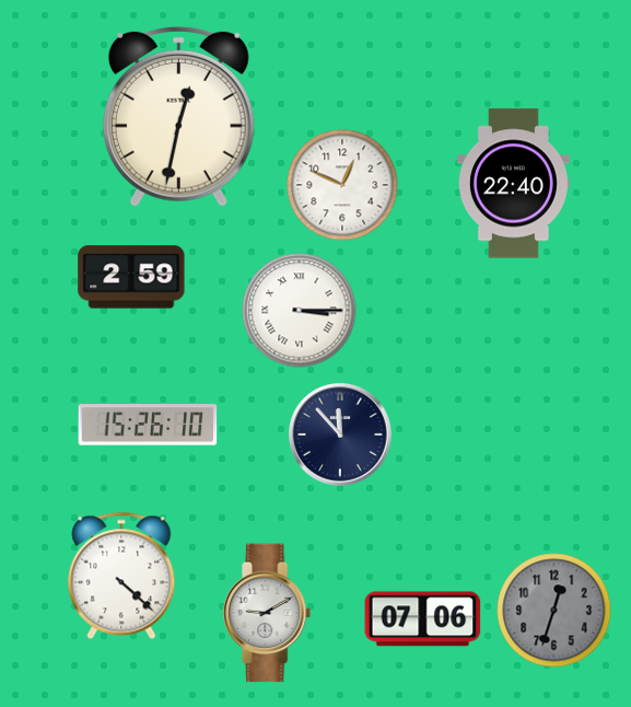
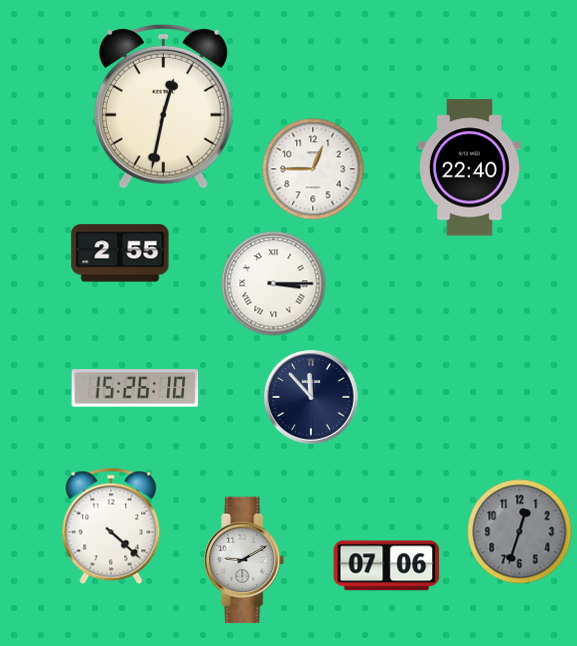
clock at (342, 185): 12:49 -> 12:45
clock at (131, 277): 2:59 -> 2:55
clock at (554, 611) position: (554, 611) -> (520, 532)
